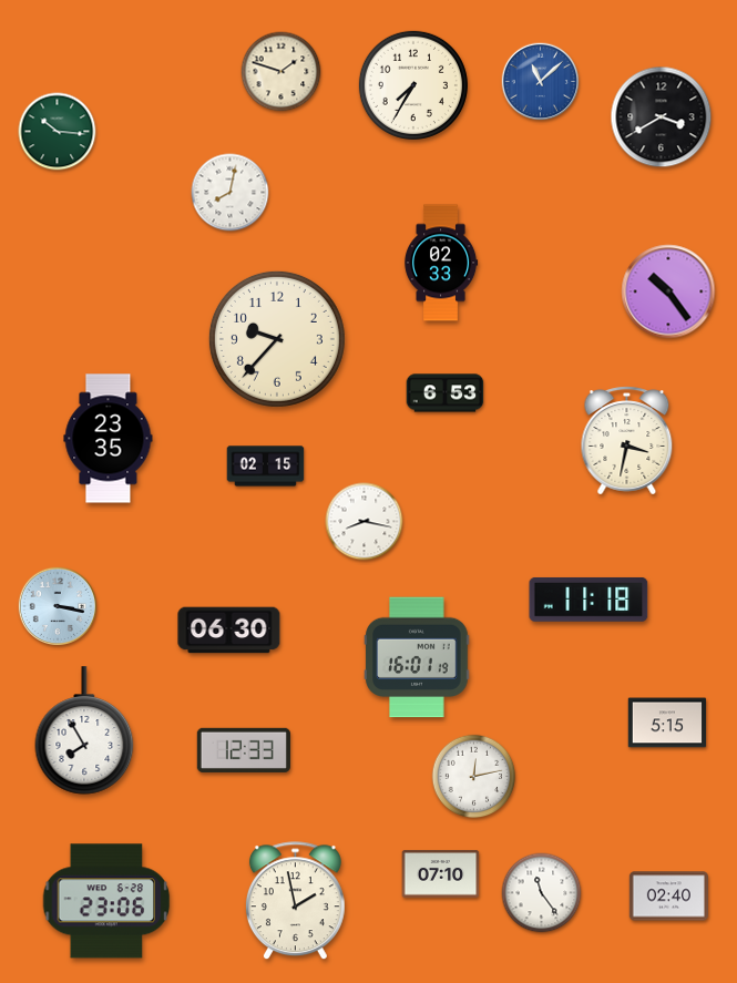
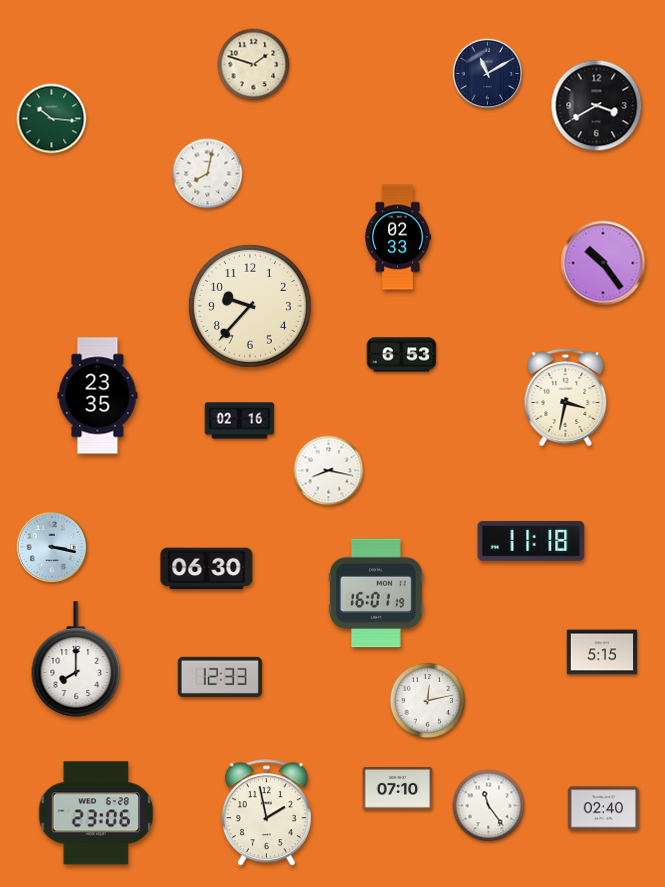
clock at (541, 82): 11:08 -> 11:10
clock at (541, 82) dial: blue -> navy
clock at (413, 85): 7:35 -> none
clock at (266, 467): 02:15 -> 02:16
clock at (84, 730): 7:55 -> 8:00
